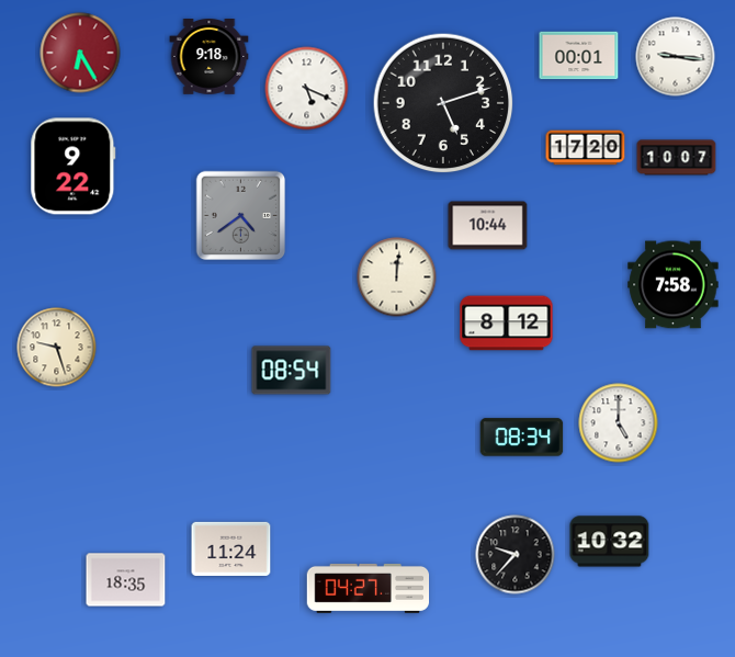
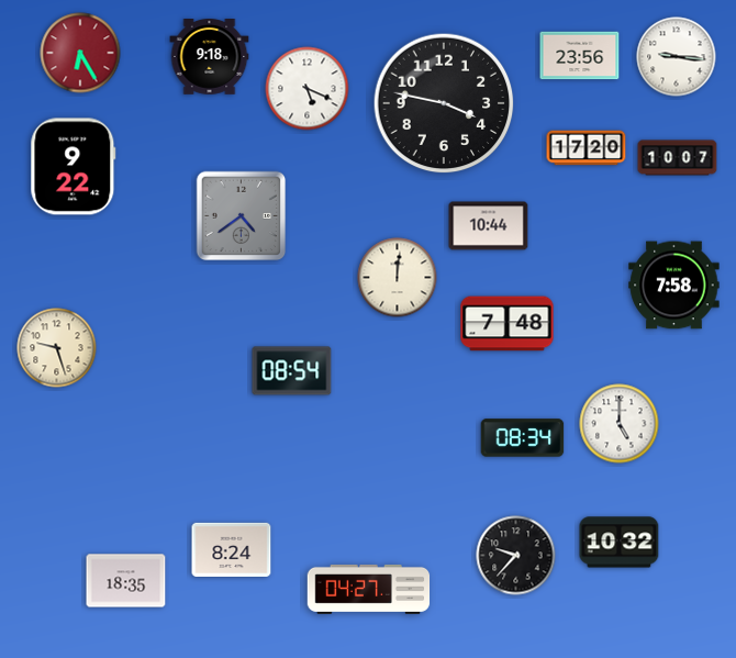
clock at (579, 56): 00:01 -> 23:56
clock at (443, 103): 5:12 -> 3:47
clock at (507, 324): 8:12 -> 7:48
clock at (610, 542) position: (610, 542) -> (620, 543)
clock at (231, 548): 11:24 -> 8:24
